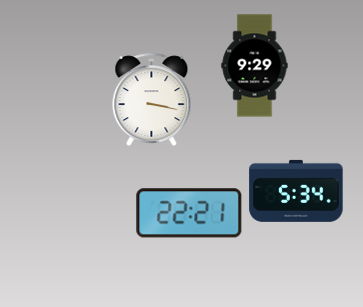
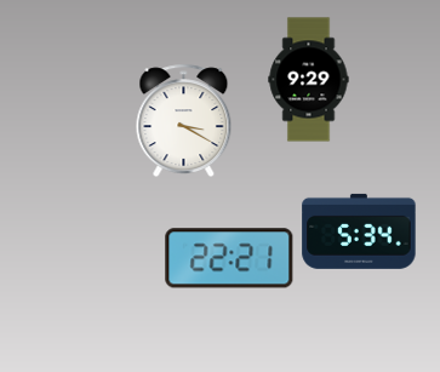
clock at (152, 99): 3:17 -> 3:20
